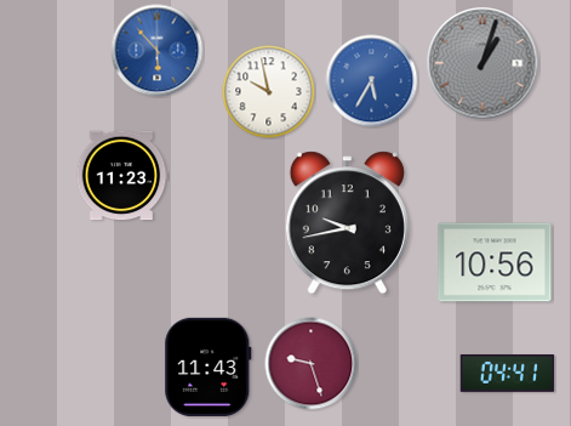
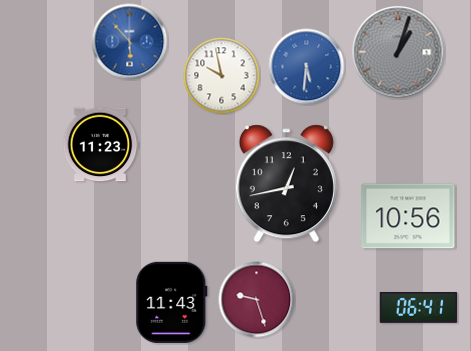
clock at (372, 81): 5:35 -> 5:31
clock at (347, 223): 9:43 -> 12:43
clock at (508, 373): 04:41 -> 06:41
